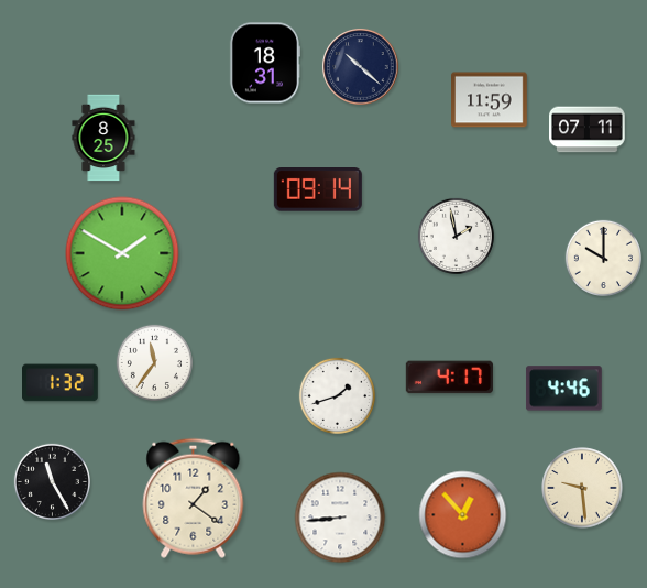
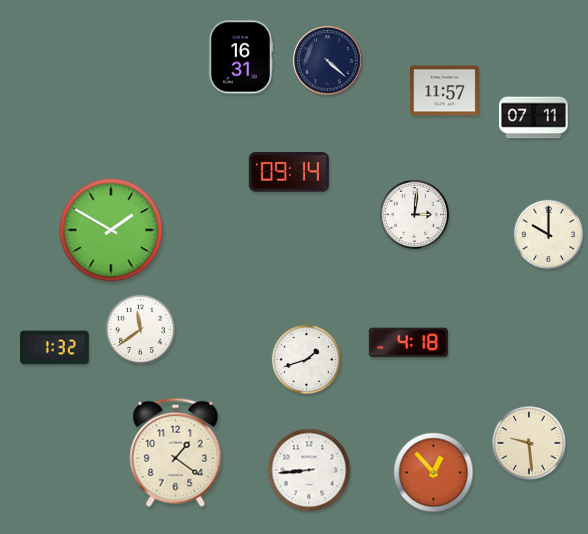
clock at (265, 63): 18:31 -> 16:31
clock at (361, 67): 10:22 -> 4:22
clock at (490, 100): 11:59 -> 11:57
clock at (103, 138): 8:25 -> none
clock at (456, 236): 1:58 -> 3:01
clock at (154, 362): 11:36 -> 11:39
clock at (449, 378): 4:17 -> 4:18
clock at (563, 389): 4:46 -> none
clock at (52, 481): 11:25 -> none
clock at (463, 515) position: (463, 515) -> (434, 473)
